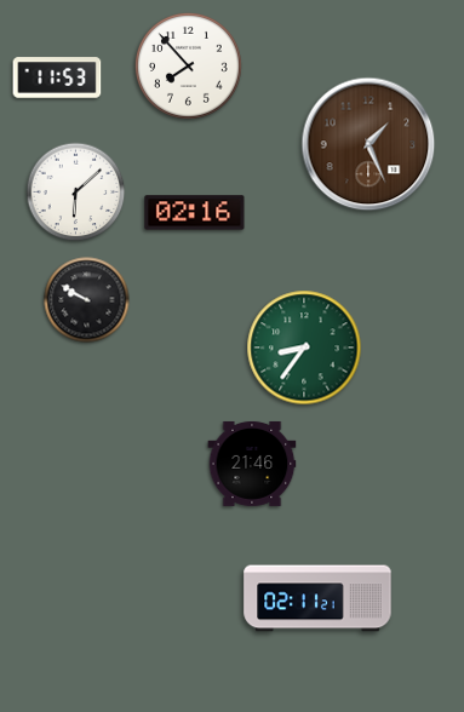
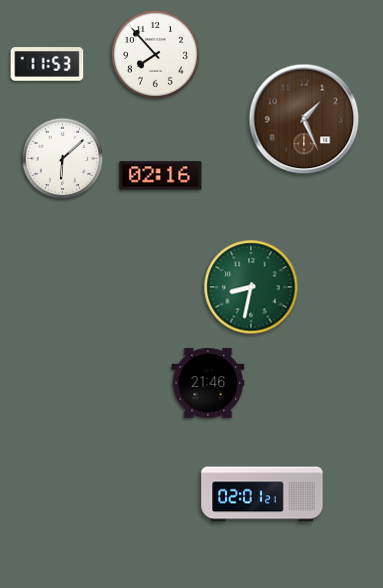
clock at (87, 300): 9:50 -> none
clock at (304, 348): 8:36 -> 8:32
clock at (317, 598): 02:11 -> 02:01
